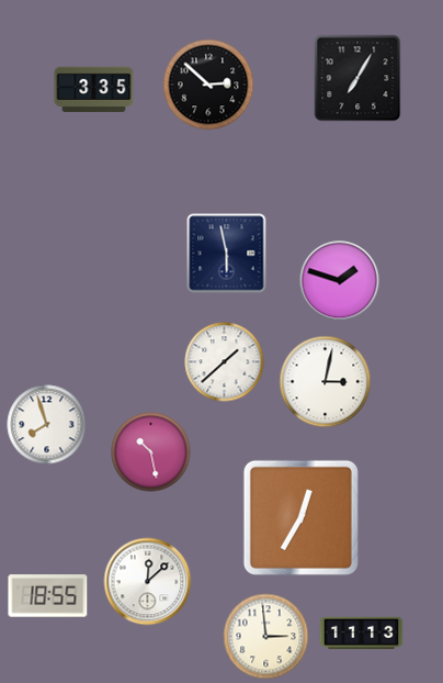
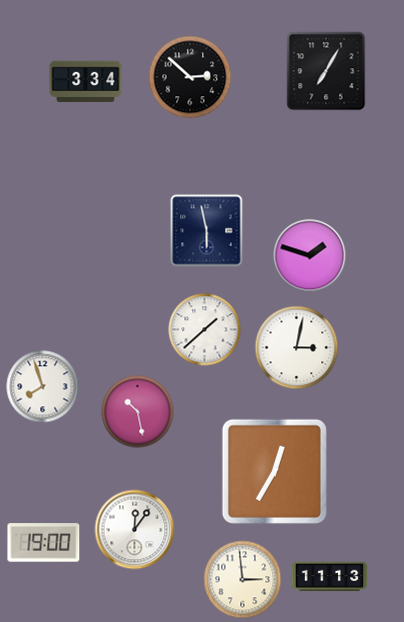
clock at (94, 90): 3:35 -> 3:34
clock at (148, 582): 12:08 -> 12:06
clock at (48, 596): 18:55 -> 19:00
